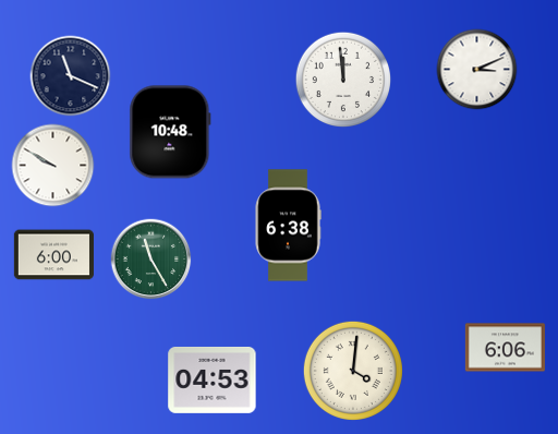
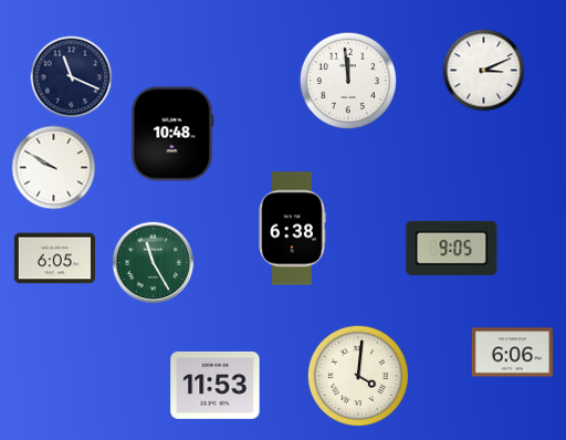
clock at (452, 248): none -> 9:05
clock at (53, 255): 6:00 -> 6:05
clock at (213, 379): 04:53 -> 11:53
